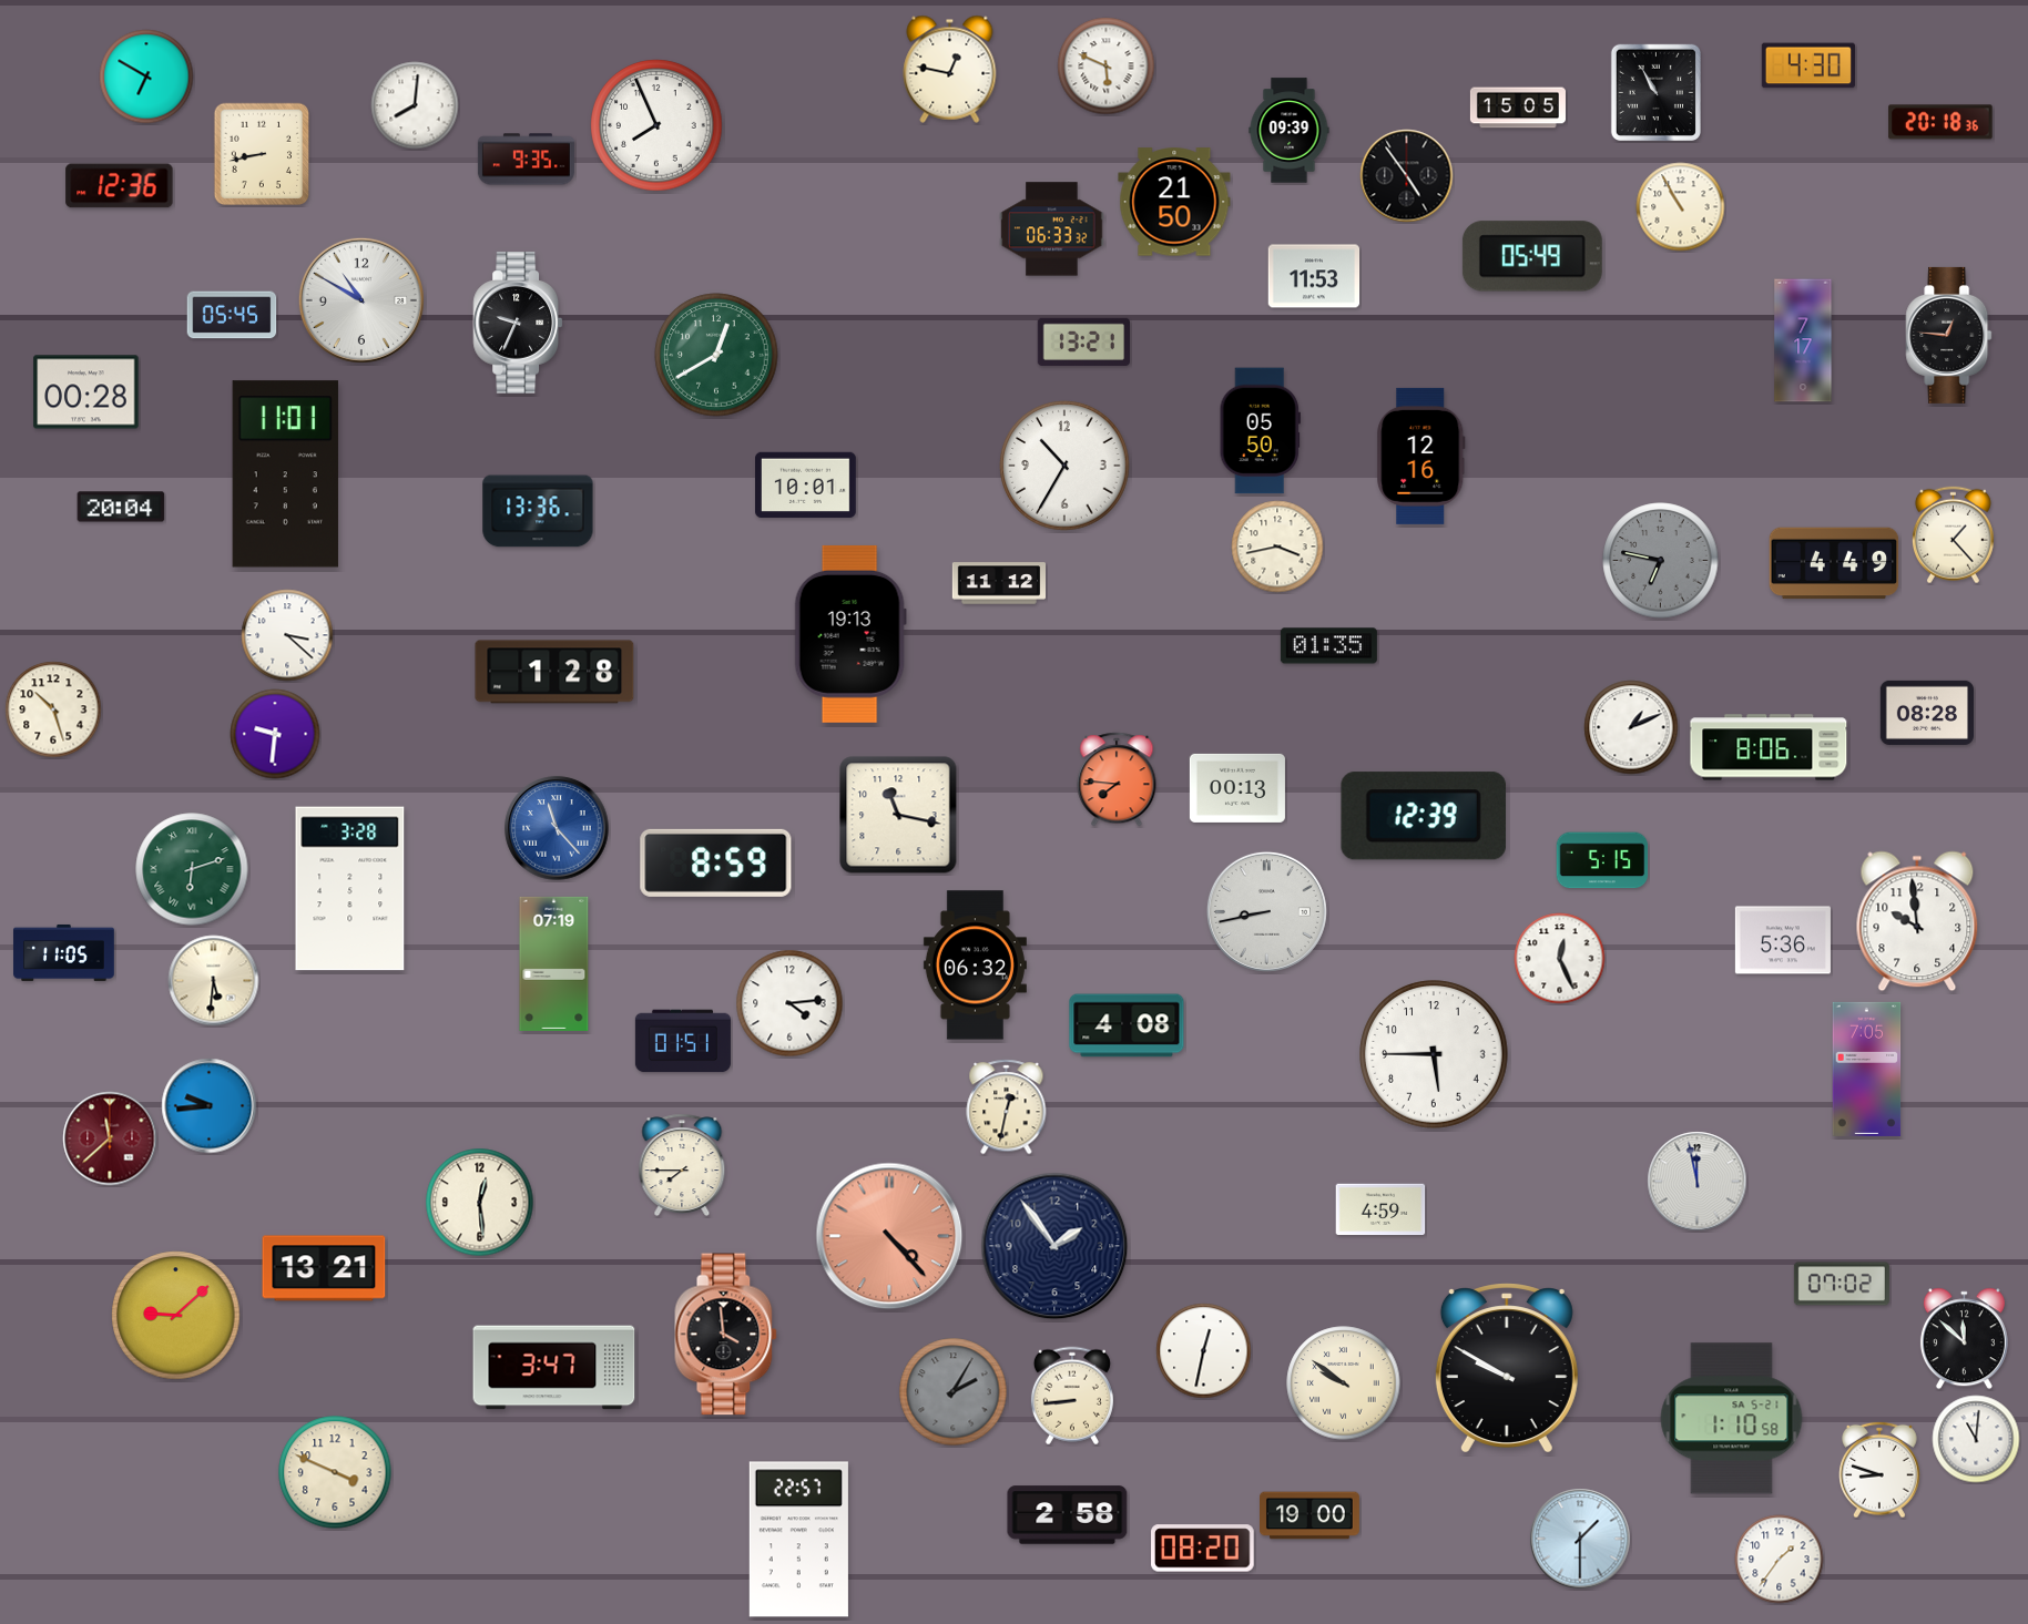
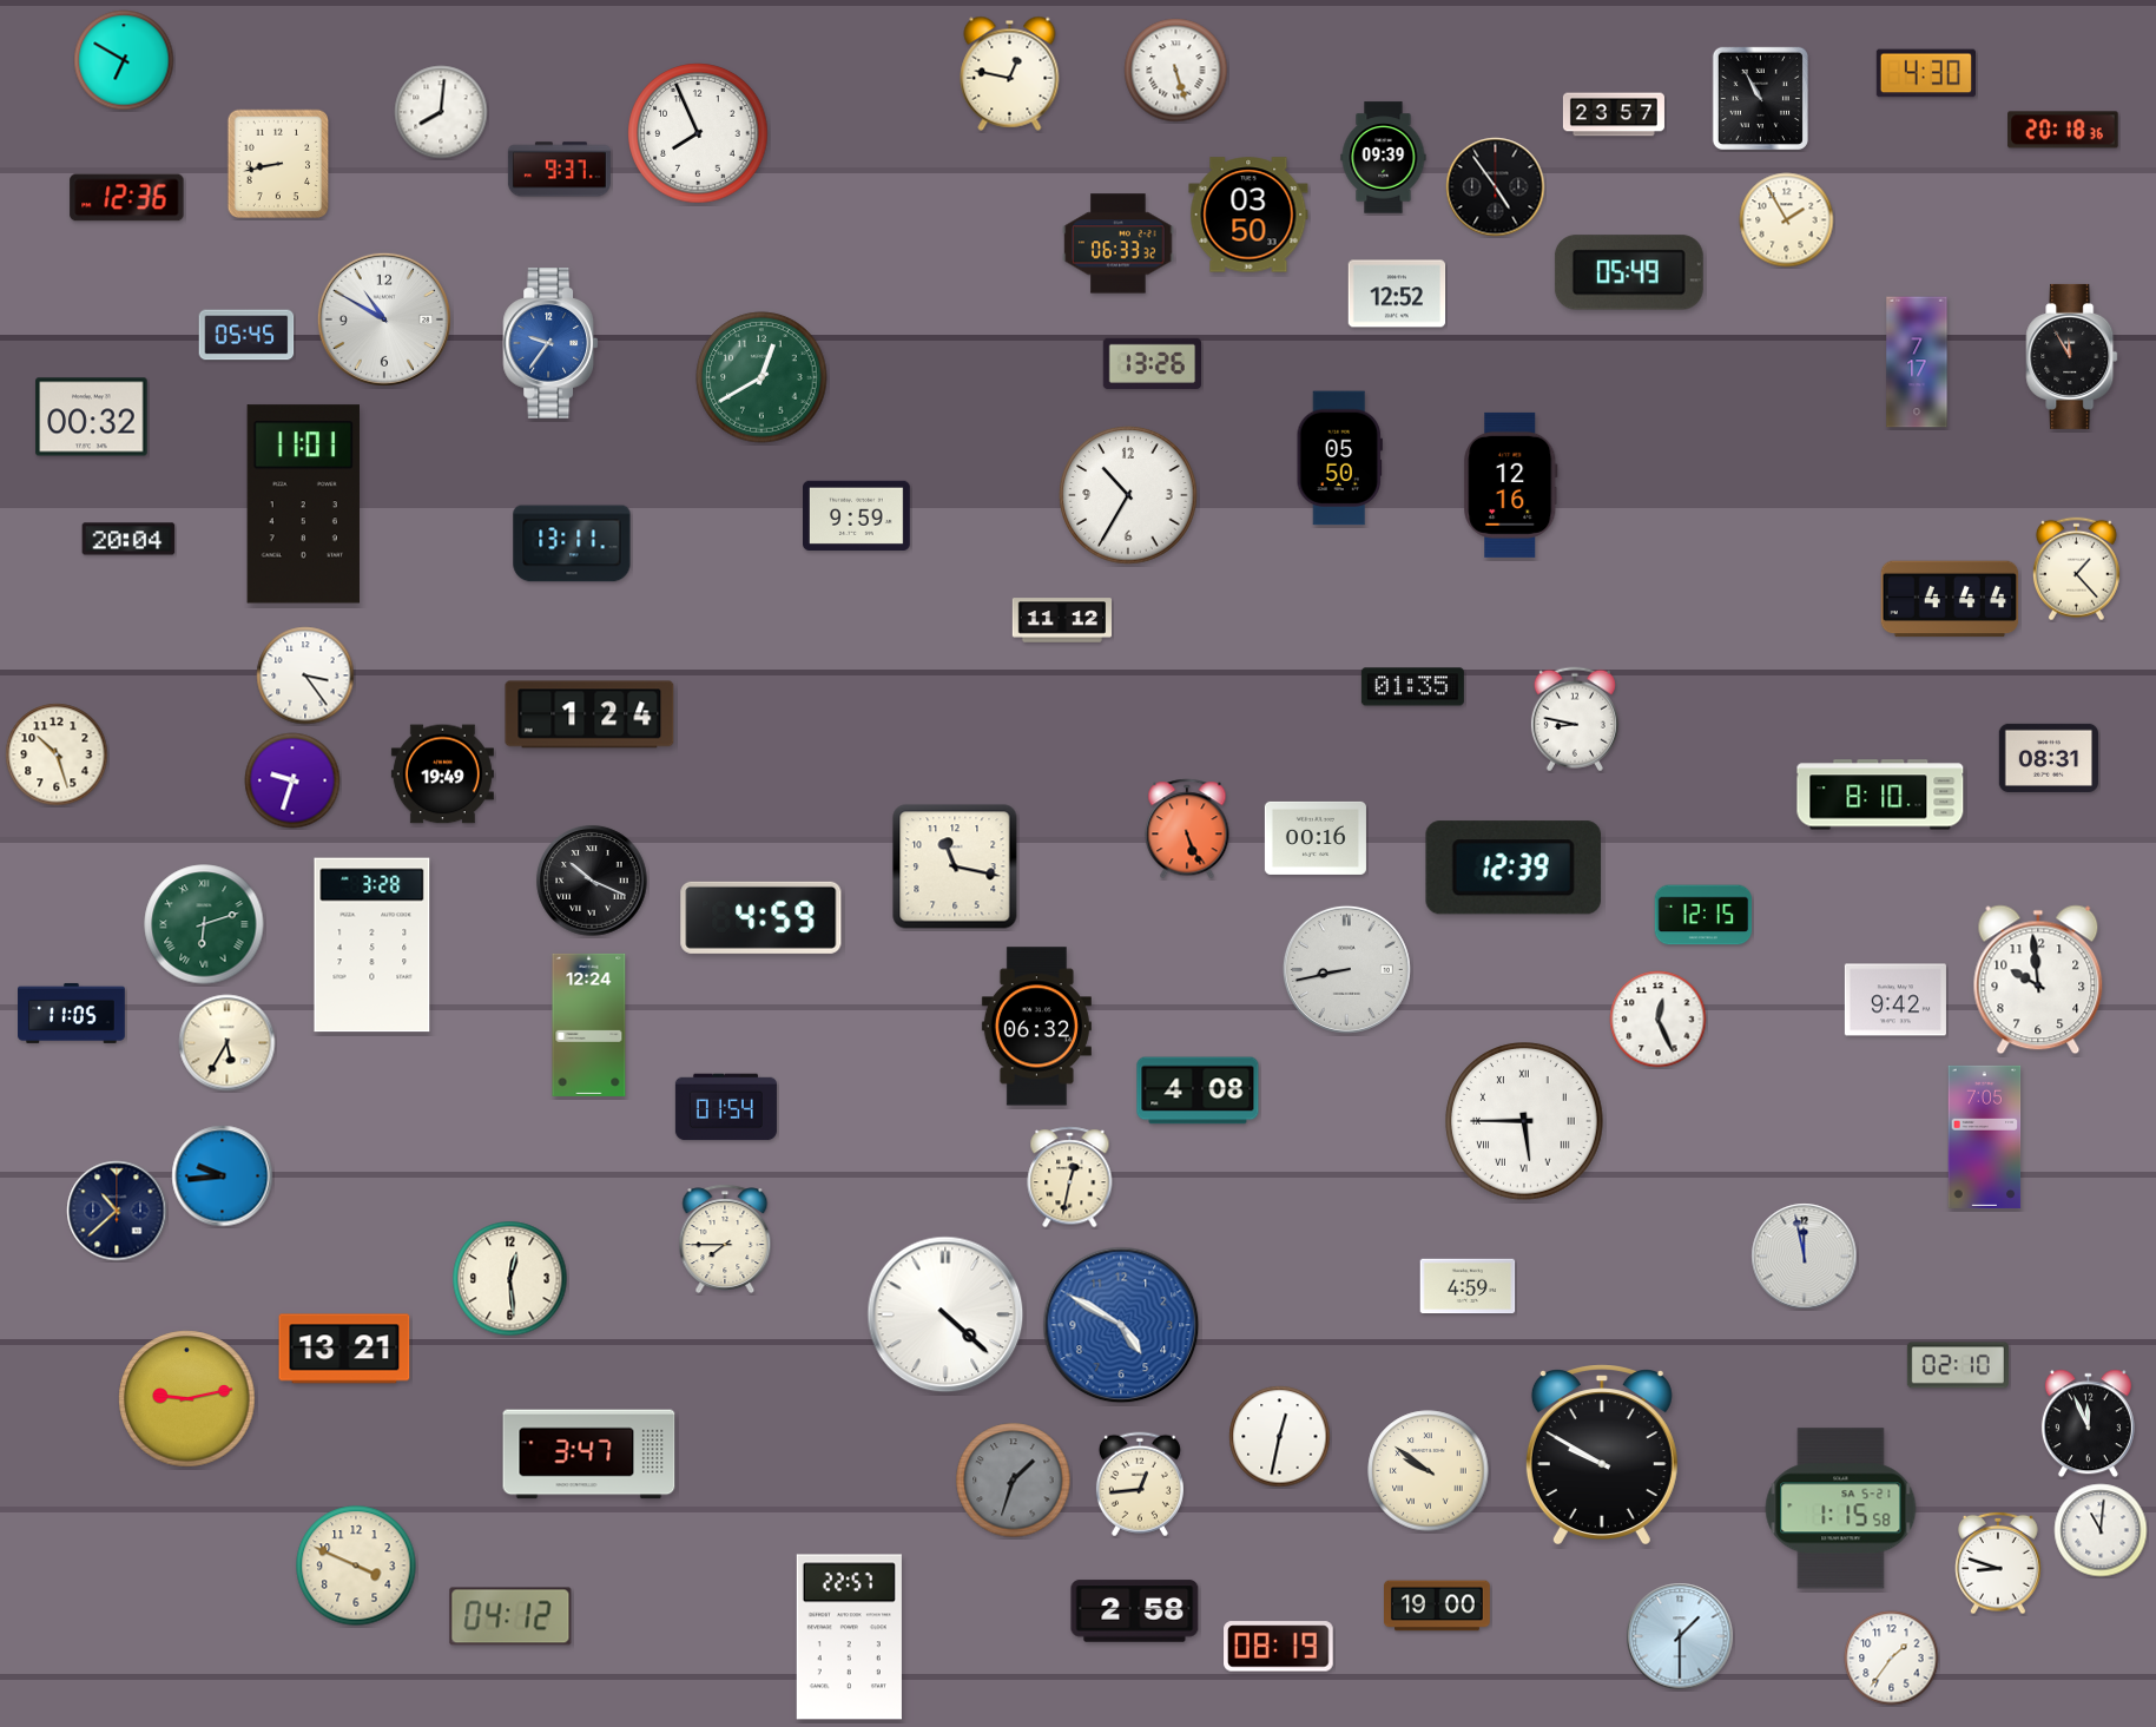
clock at (1808, 65) position: (1808, 65) -> (1926, 73)
clock at (1107, 67): 5:49 -> 5:27
clock at (146, 76) position: (146, 76) -> (124, 60)
clock at (1518, 108): 15:05 -> 23:57
clock at (1290, 131) position: (1290, 131) -> (1384, 158)
clock at (526, 160): 9:35 -> 9:37
clock at (1174, 202): 21:50 -> 03:50
clock at (1681, 207): 10:55 -> 1:55
clock at (1314, 276): 11:53 -> 12:52
clock at (518, 323): 9:34 -> 9:36
clock at (518, 323) dial: black -> blue
clock at (1949, 335): 12:46 -> 11:55
clock at (1084, 341): 13:21 -> 13:26
clock at (86, 392): 00:28 -> 00:32
clock at (1064, 466) position: (1064, 466) -> (1128, 495)
clock at (806, 484): 10:01 -> 9:59
clock at (538, 511): 13:36 -> 13:11
clock at (1277, 547): 3:43 -> none
clock at (1661, 561): 6:47 -> none
clock at (1834, 563): 4:49 -> 4:44
clock at (850, 634): 19:13 -> none
clock at (287, 635): 3:22 -> 3:24
clock at (554, 672): 1:28 -> 1:24
clock at (1575, 719): none -> 8:47
clock at (1927, 713): 08:28 -> 08:31
clock at (1631, 727): 1:11 -> none
clock at (442, 774): none -> 19:49
clock at (275, 734): 9:31 -> 9:33
clock at (1769, 747): 8:06 -> 8:10
clock at (1117, 779): 7:46 -> 5:26
clock at (1237, 788): 00:13 -> 00:16
clock at (557, 828): 11:23 -> 10:19
clock at (557, 828) dial: blue -> black
clock at (1602, 860): 5:15 -> 12:15
clock at (716, 862): 8:59 -> 4:59
clock at (1783, 940): 5:36 -> 9:42
clock at (64, 952) position: (64, 952) -> (72, 1013)
clock at (554, 963): 07:19 -> 12:24
clock at (214, 981): 5:31 -> 5:35
clock at (789, 1003): 4:14 -> none
clock at (683, 1041): 01:51 -> 01:54
clock at (1434, 1054) numerals: Arabic -> Roman
clock at (110, 1138): 11:38 -> 10:38
clock at (110, 1138) dial: burgundy -> navy
clock at (889, 1236): 4:23 -> 4:22
clock at (889, 1236) dial: salmon -> white
clock at (1054, 1246): 1:54 -> 4:50
clock at (1054, 1246) dial: navy -> blue
clock at (1842, 1284): 07:02 -> 02:10
clock at (176, 1316): 9:08 -> 9:13
clock at (726, 1335): 3:59 -> none
clock at (1964, 1339): 11:52 -> 11:56
clock at (954, 1392): 2:05 -> 1:33
clock at (1072, 1396): 8:44 -> 12:44
clock at (1732, 1419): 1:10 -> 1:15
clock at (1311, 1515) position: (1311, 1515) -> (1438, 1606)
clock at (510, 1616): none -> 04:12
clock at (1203, 1549): 08:20 -> 08:19
